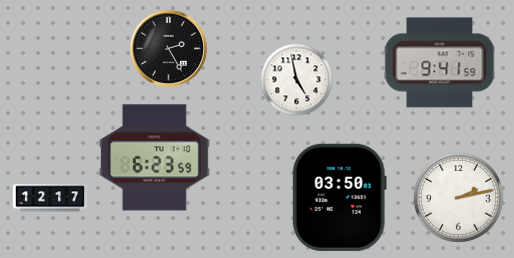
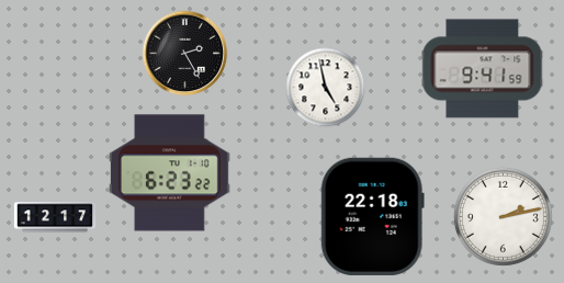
clock at (155, 158): 6:23:59 -> 6:23:22
clock at (339, 197): 03:50 -> 22:18
